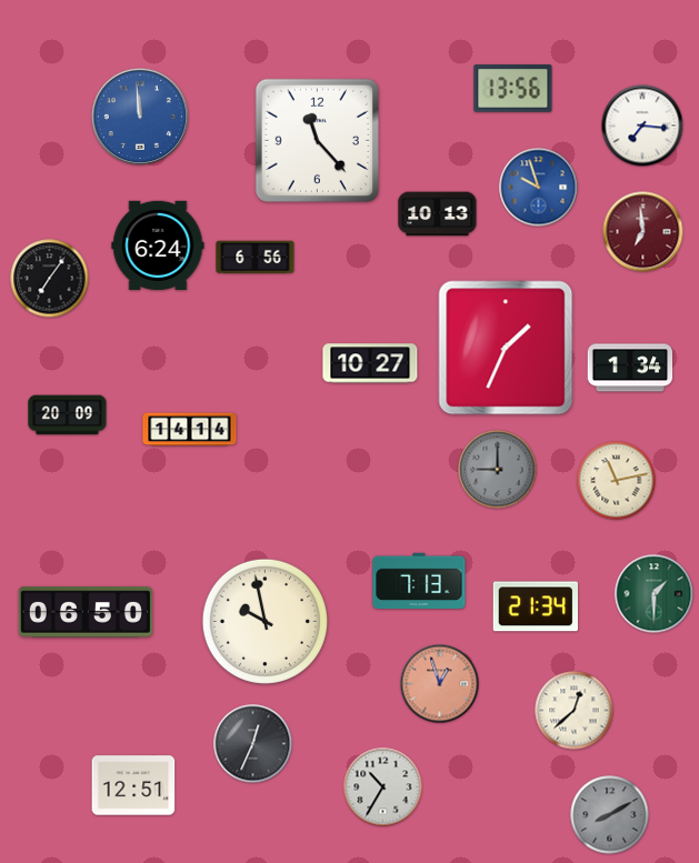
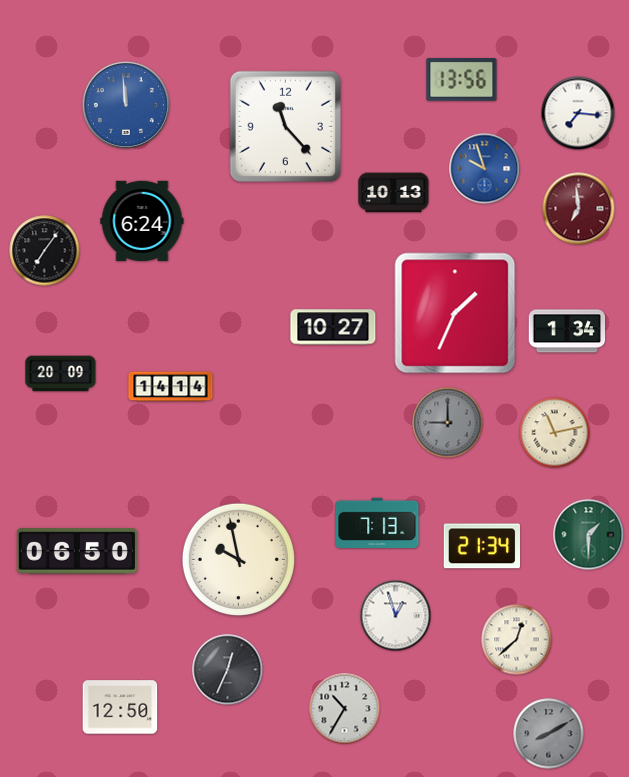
clock at (256, 258): 6:56 -> none
clock at (440, 684) dial: salmon -> white
clock at (133, 785): 12:51 -> 12:50
